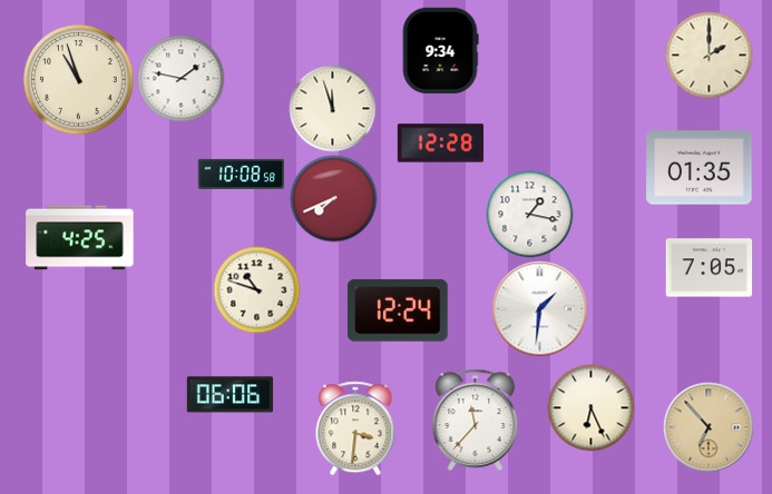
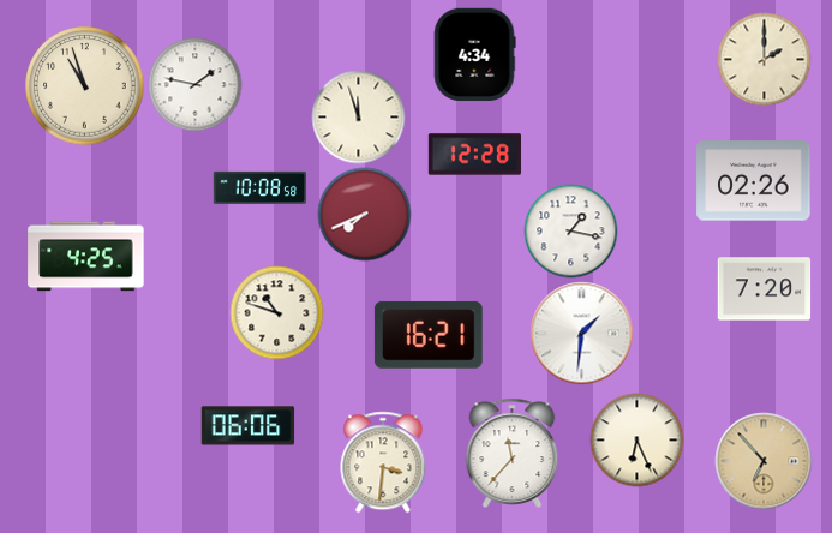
clock at (440, 50): 9:34 -> 4:34
clock at (700, 168): 01:35 -> 02:26
clock at (333, 198) position: (333, 198) -> (364, 214)
clock at (709, 268): 7:05 -> 7:20
clock at (398, 310): 12:24 -> 16:21
